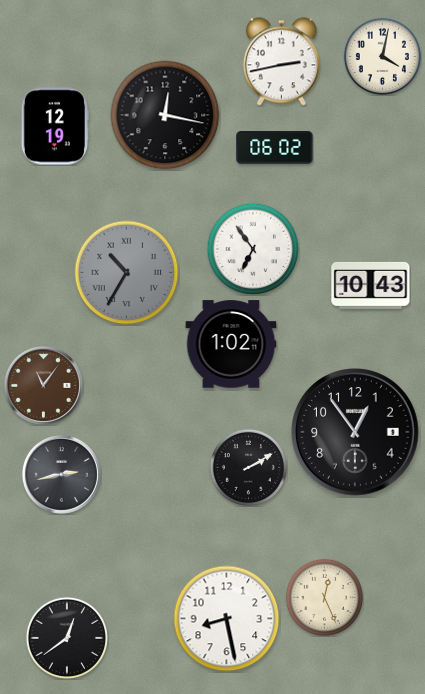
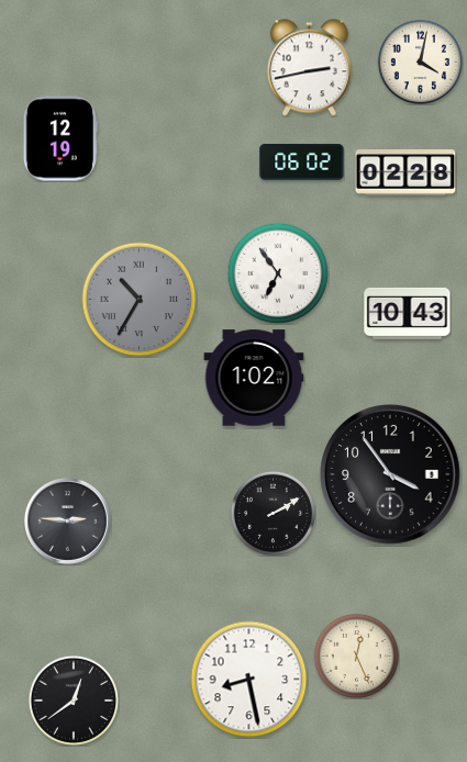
clock at (165, 115): 12:17 -> none
clock at (405, 172): none -> 02:28
clock at (43, 385): 11:06 -> none
clock at (356, 433): 12:54 -> 3:54
clock at (61, 474): 2:43 -> 2:46
